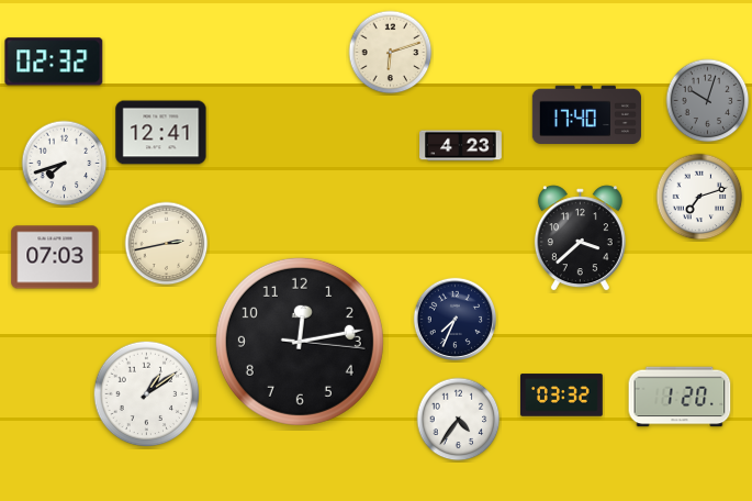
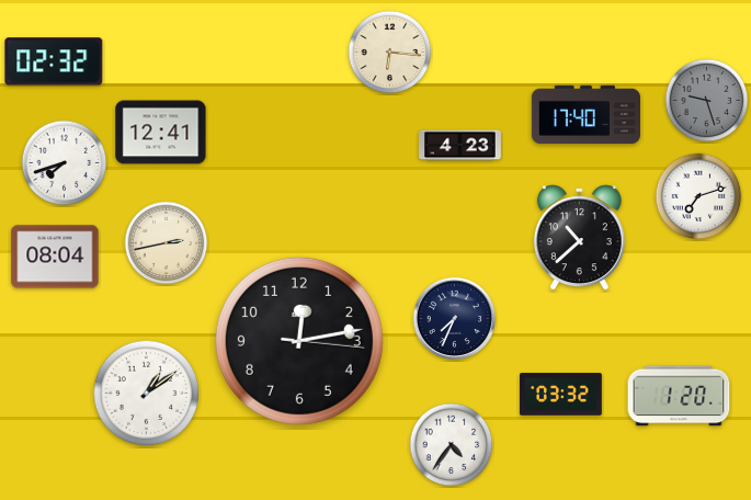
clock at (391, 53): 6:12 -> 6:16
clock at (708, 101): 10:03 -> 9:27
clock at (580, 238): 3:38 -> 10:38
clock at (55, 257): 07:03 -> 08:04
clock at (459, 420) position: (459, 420) -> (452, 445)
